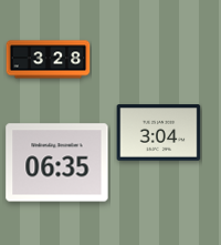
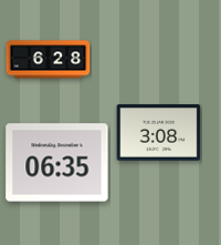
clock at (49, 60): 3:28 -> 6:28
clock at (159, 133): 3:04 -> 3:08
